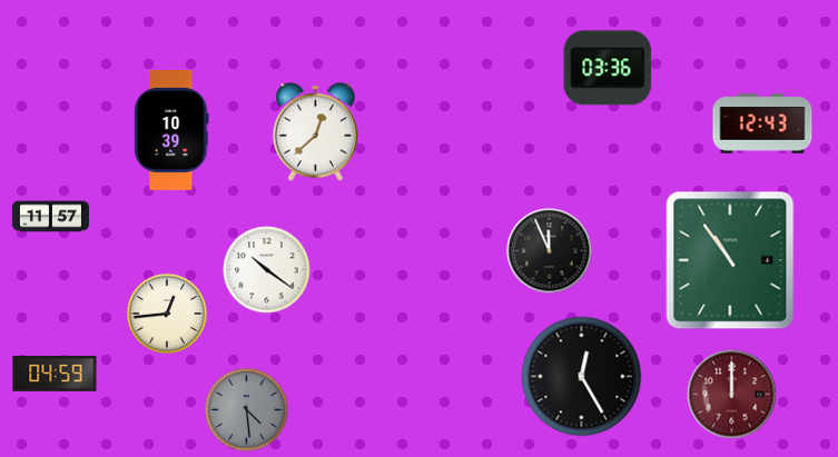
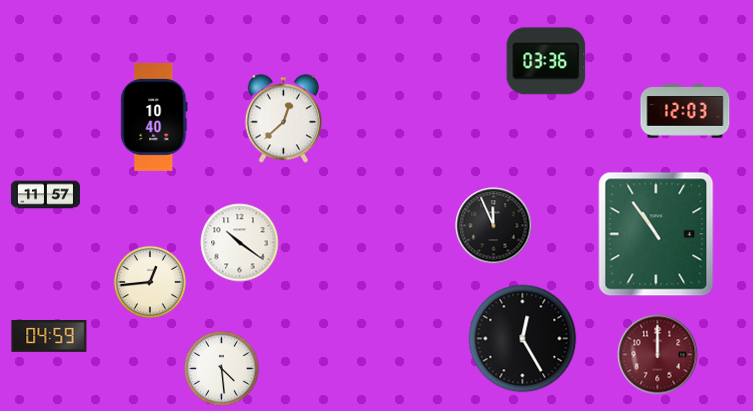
clock at (762, 123): 12:43 -> 12:03
clock at (171, 130): 10:39 -> 10:40
clock at (247, 410) dial: grey -> white
